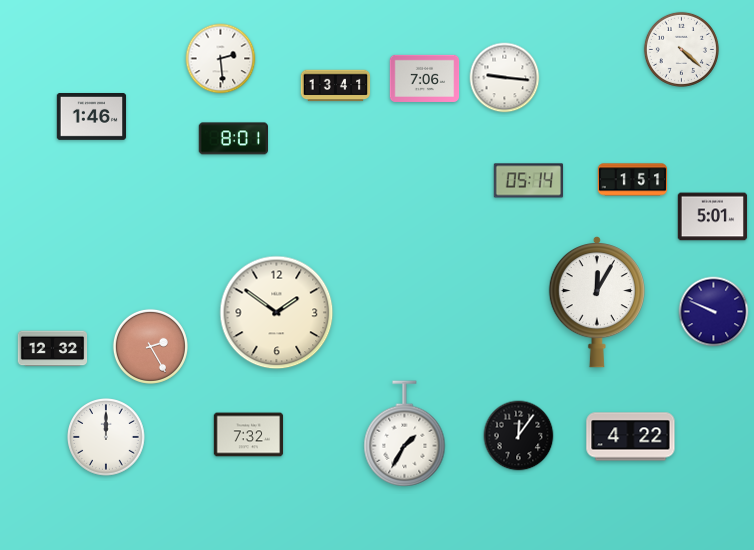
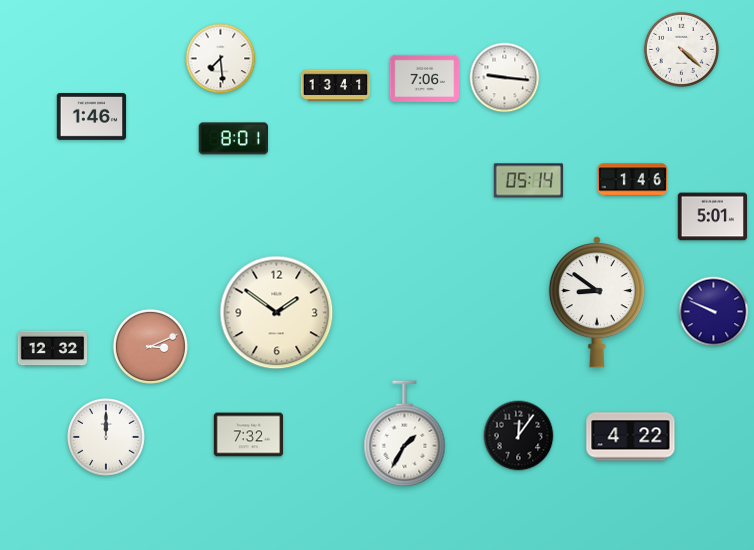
clock at (221, 59): 2:29 -> 7:29
clock at (633, 180): 1:51 -> 1:46
clock at (597, 302): 12:05 -> 8:51
clock at (150, 346): 2:25 -> 3:11
